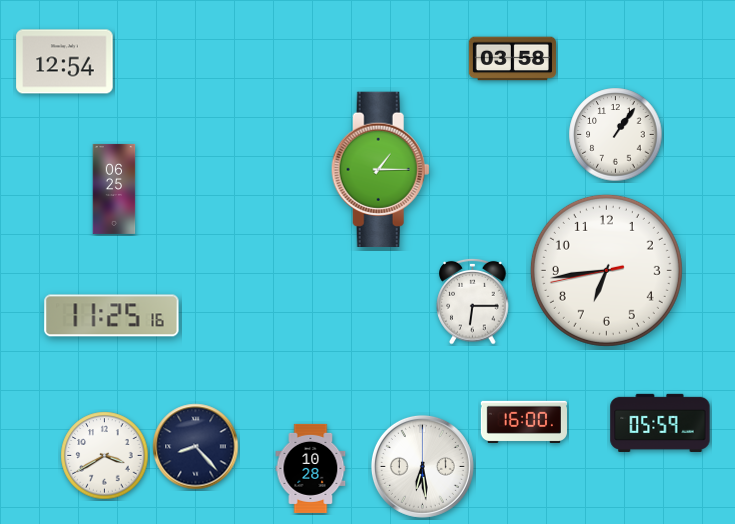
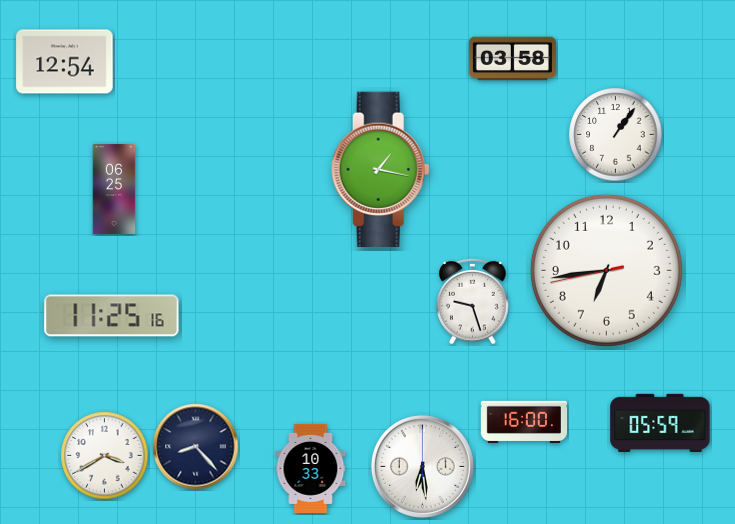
clock at (380, 169): 1:15 -> 1:17
clock at (473, 301): 6:15 -> 9:27
clock at (311, 468): 10:28 -> 10:33
